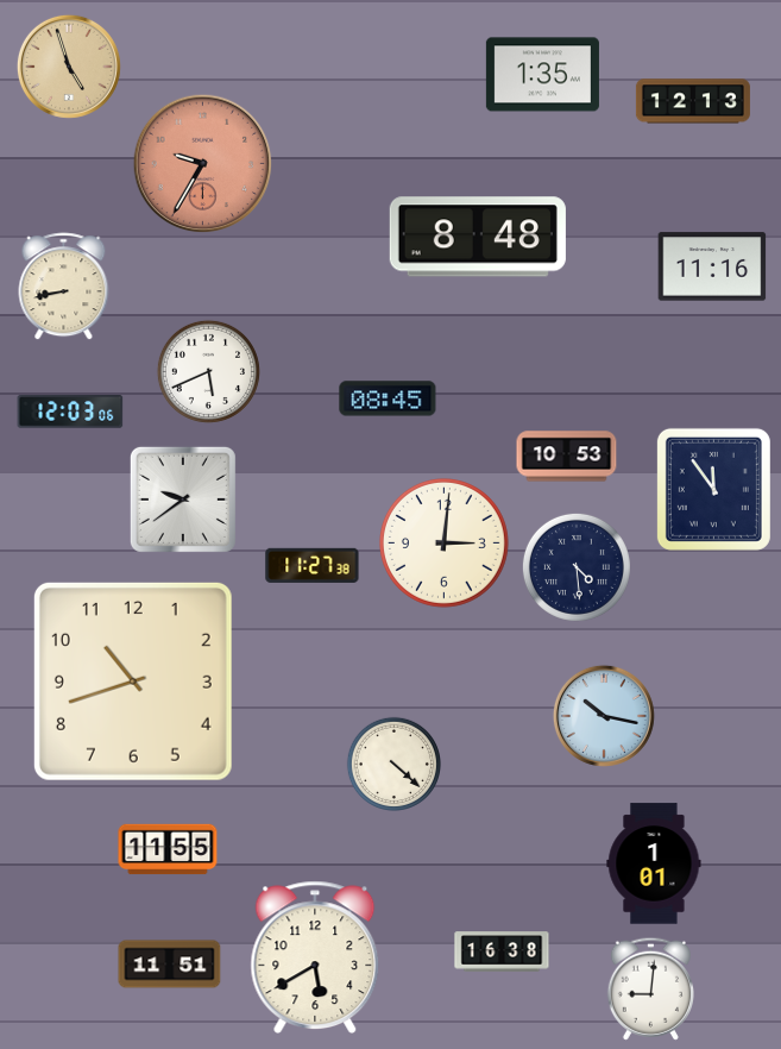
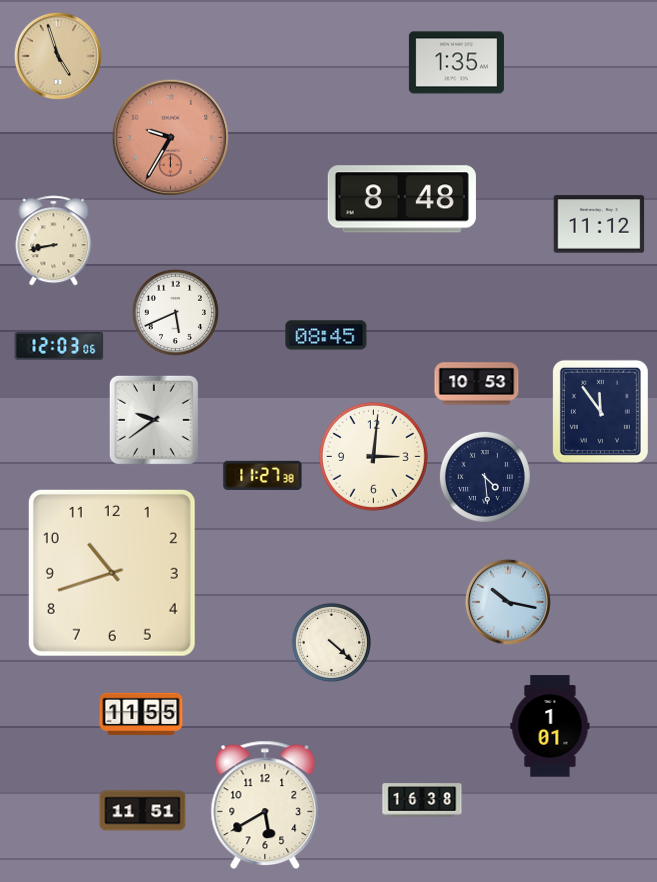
clock at (693, 101): 12:13 -> none
clock at (712, 266): 11:16 -> 11:12
clock at (650, 988): 9:01 -> none
